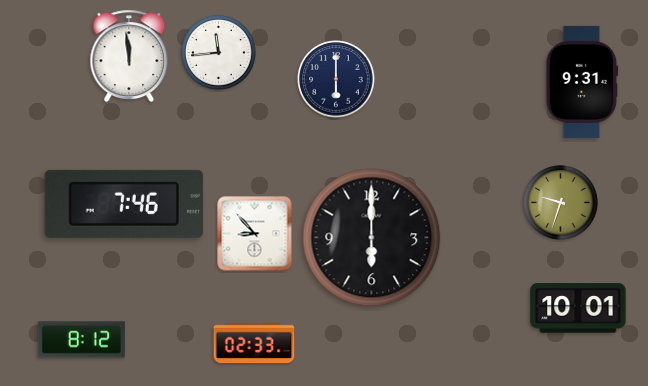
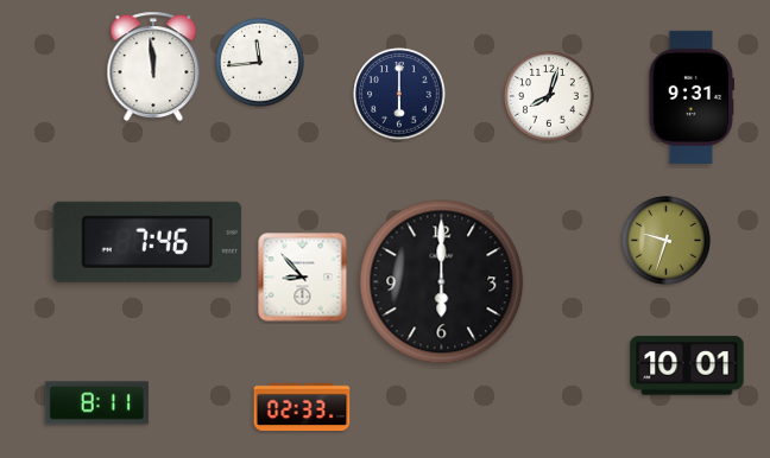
clock at (549, 96): none -> 8:03
clock at (81, 340): 8:12 -> 8:11
